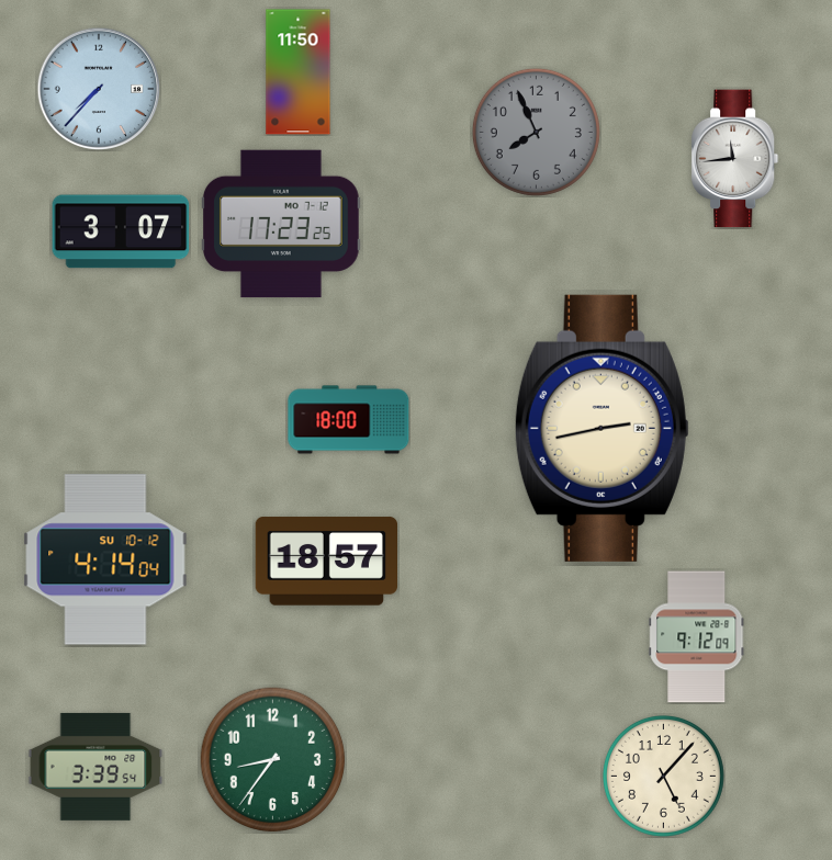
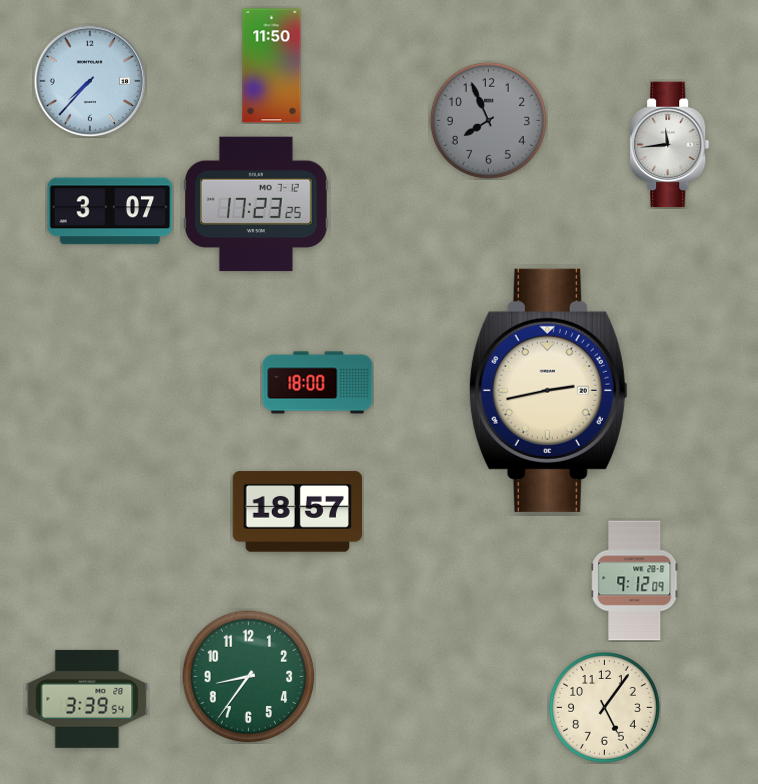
clock at (105, 559): 4:14 -> none
clock at (273, 760) position: (273, 760) -> (249, 677)
clock at (663, 776): 5:07 -> 5:06
